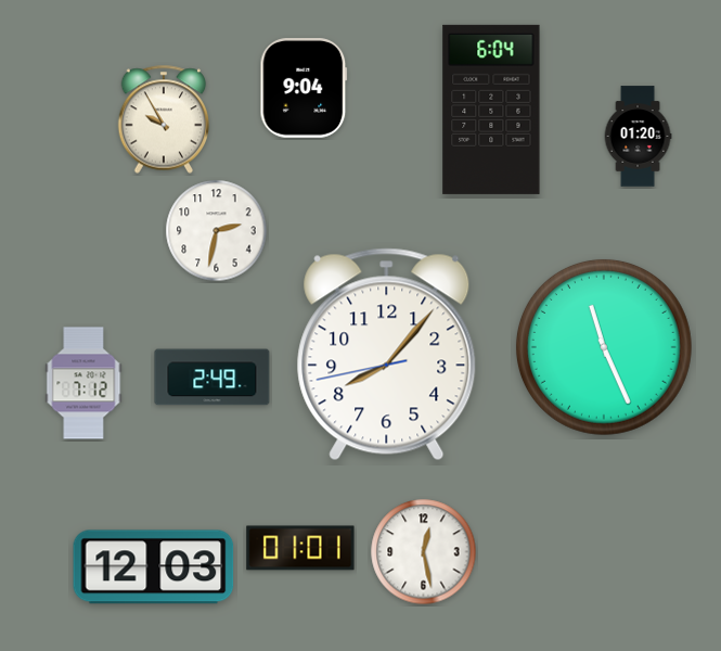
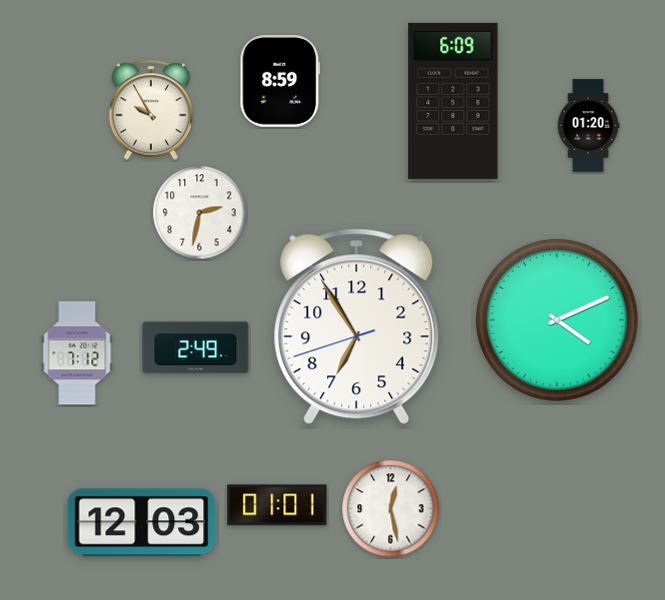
clock at (304, 88): 9:04 -> 8:59
clock at (491, 110): 6:04 -> 6:09
clock at (604, 347): 11:26 -> 4:11
clock at (387, 355): 8:06 -> 6:54
